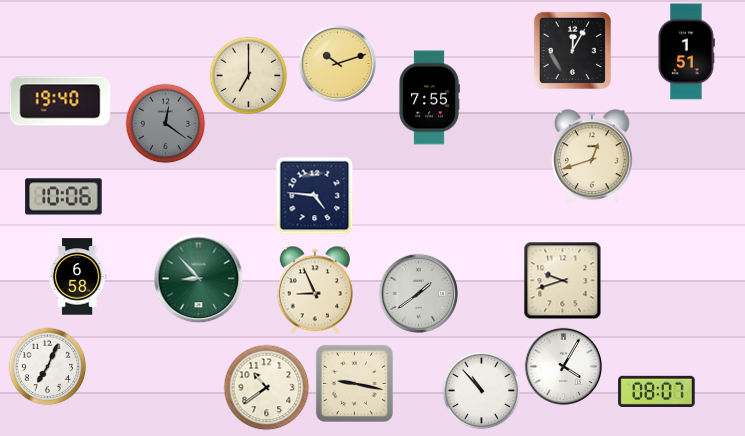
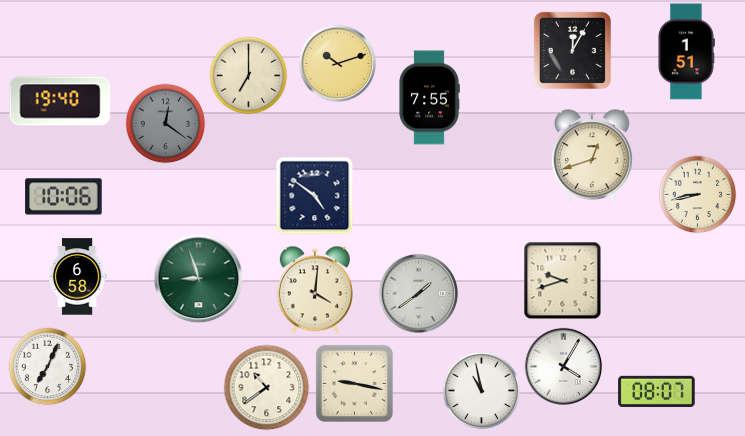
clock at (697, 194): none -> 8:43
clock at (314, 195): 4:46 -> 4:51
clock at (198, 278): 8:53 -> 8:57
clock at (315, 290): 8:56 -> 4:01
clock at (481, 390): 10:53 -> 10:58
